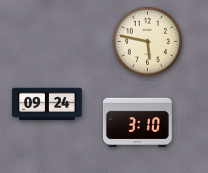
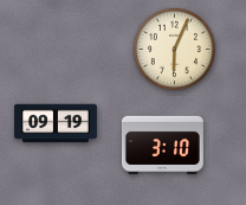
clock at (148, 42): 5:47 -> 6:04
clock at (47, 104): 09:24 -> 09:19
